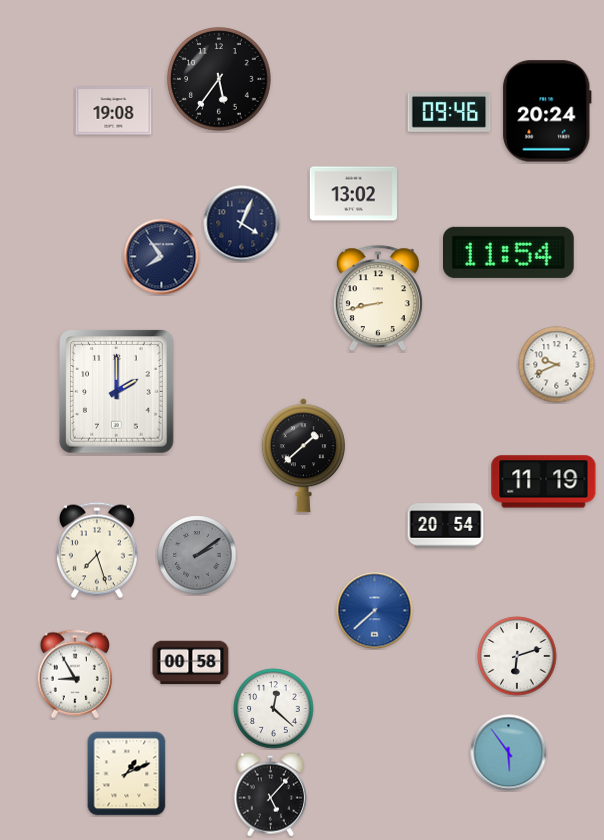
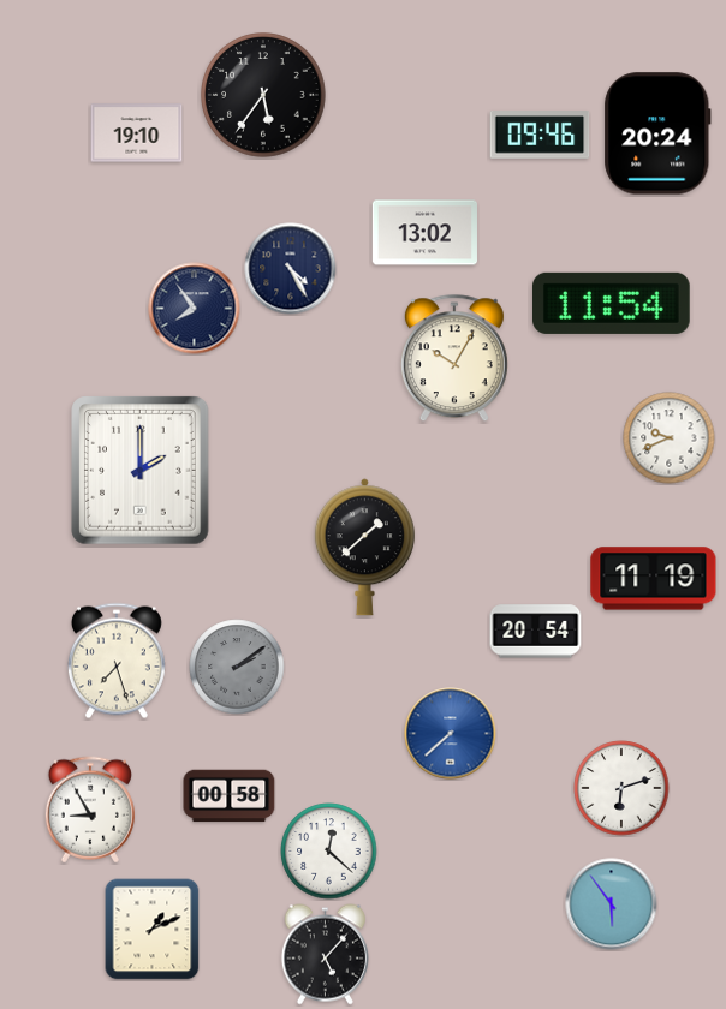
clock at (114, 111): 19:08 -> 19:10
clock at (242, 224): 4:04 -> 4:25
clock at (378, 299): 8:43 -> 10:05
